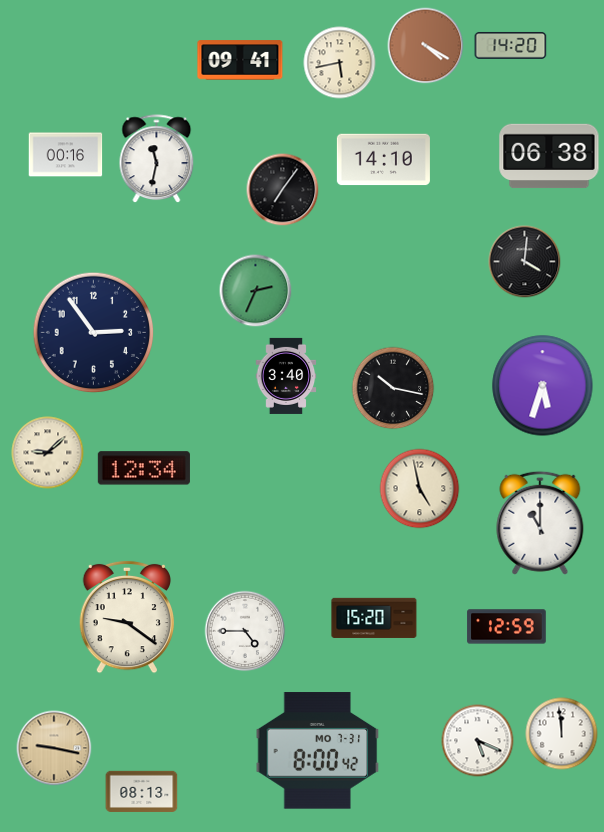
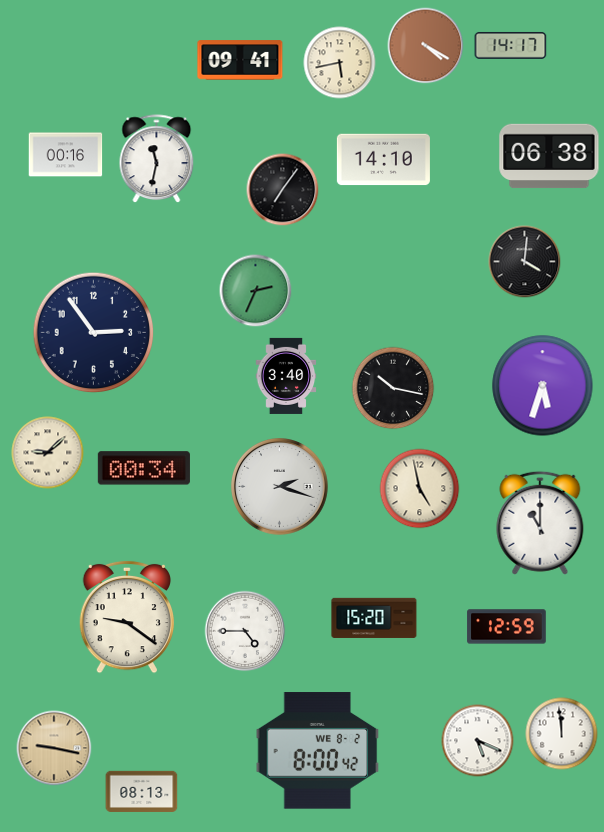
clock at (511, 45): 14:20 -> 14:17
clock at (144, 468): 12:34 -> 00:34
clock at (280, 487): none -> 2:18
clock at (318, 751) date: MO 7-31 -> WE 8-2
